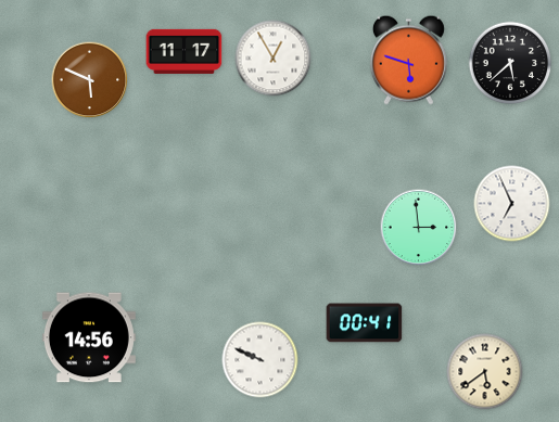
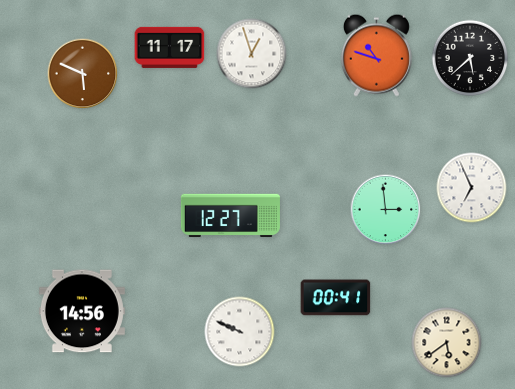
clock at (274, 59): 12:55 -> 12:57
clock at (408, 60): 5:48 -> 10:48
clock at (230, 216): none -> 12:27
